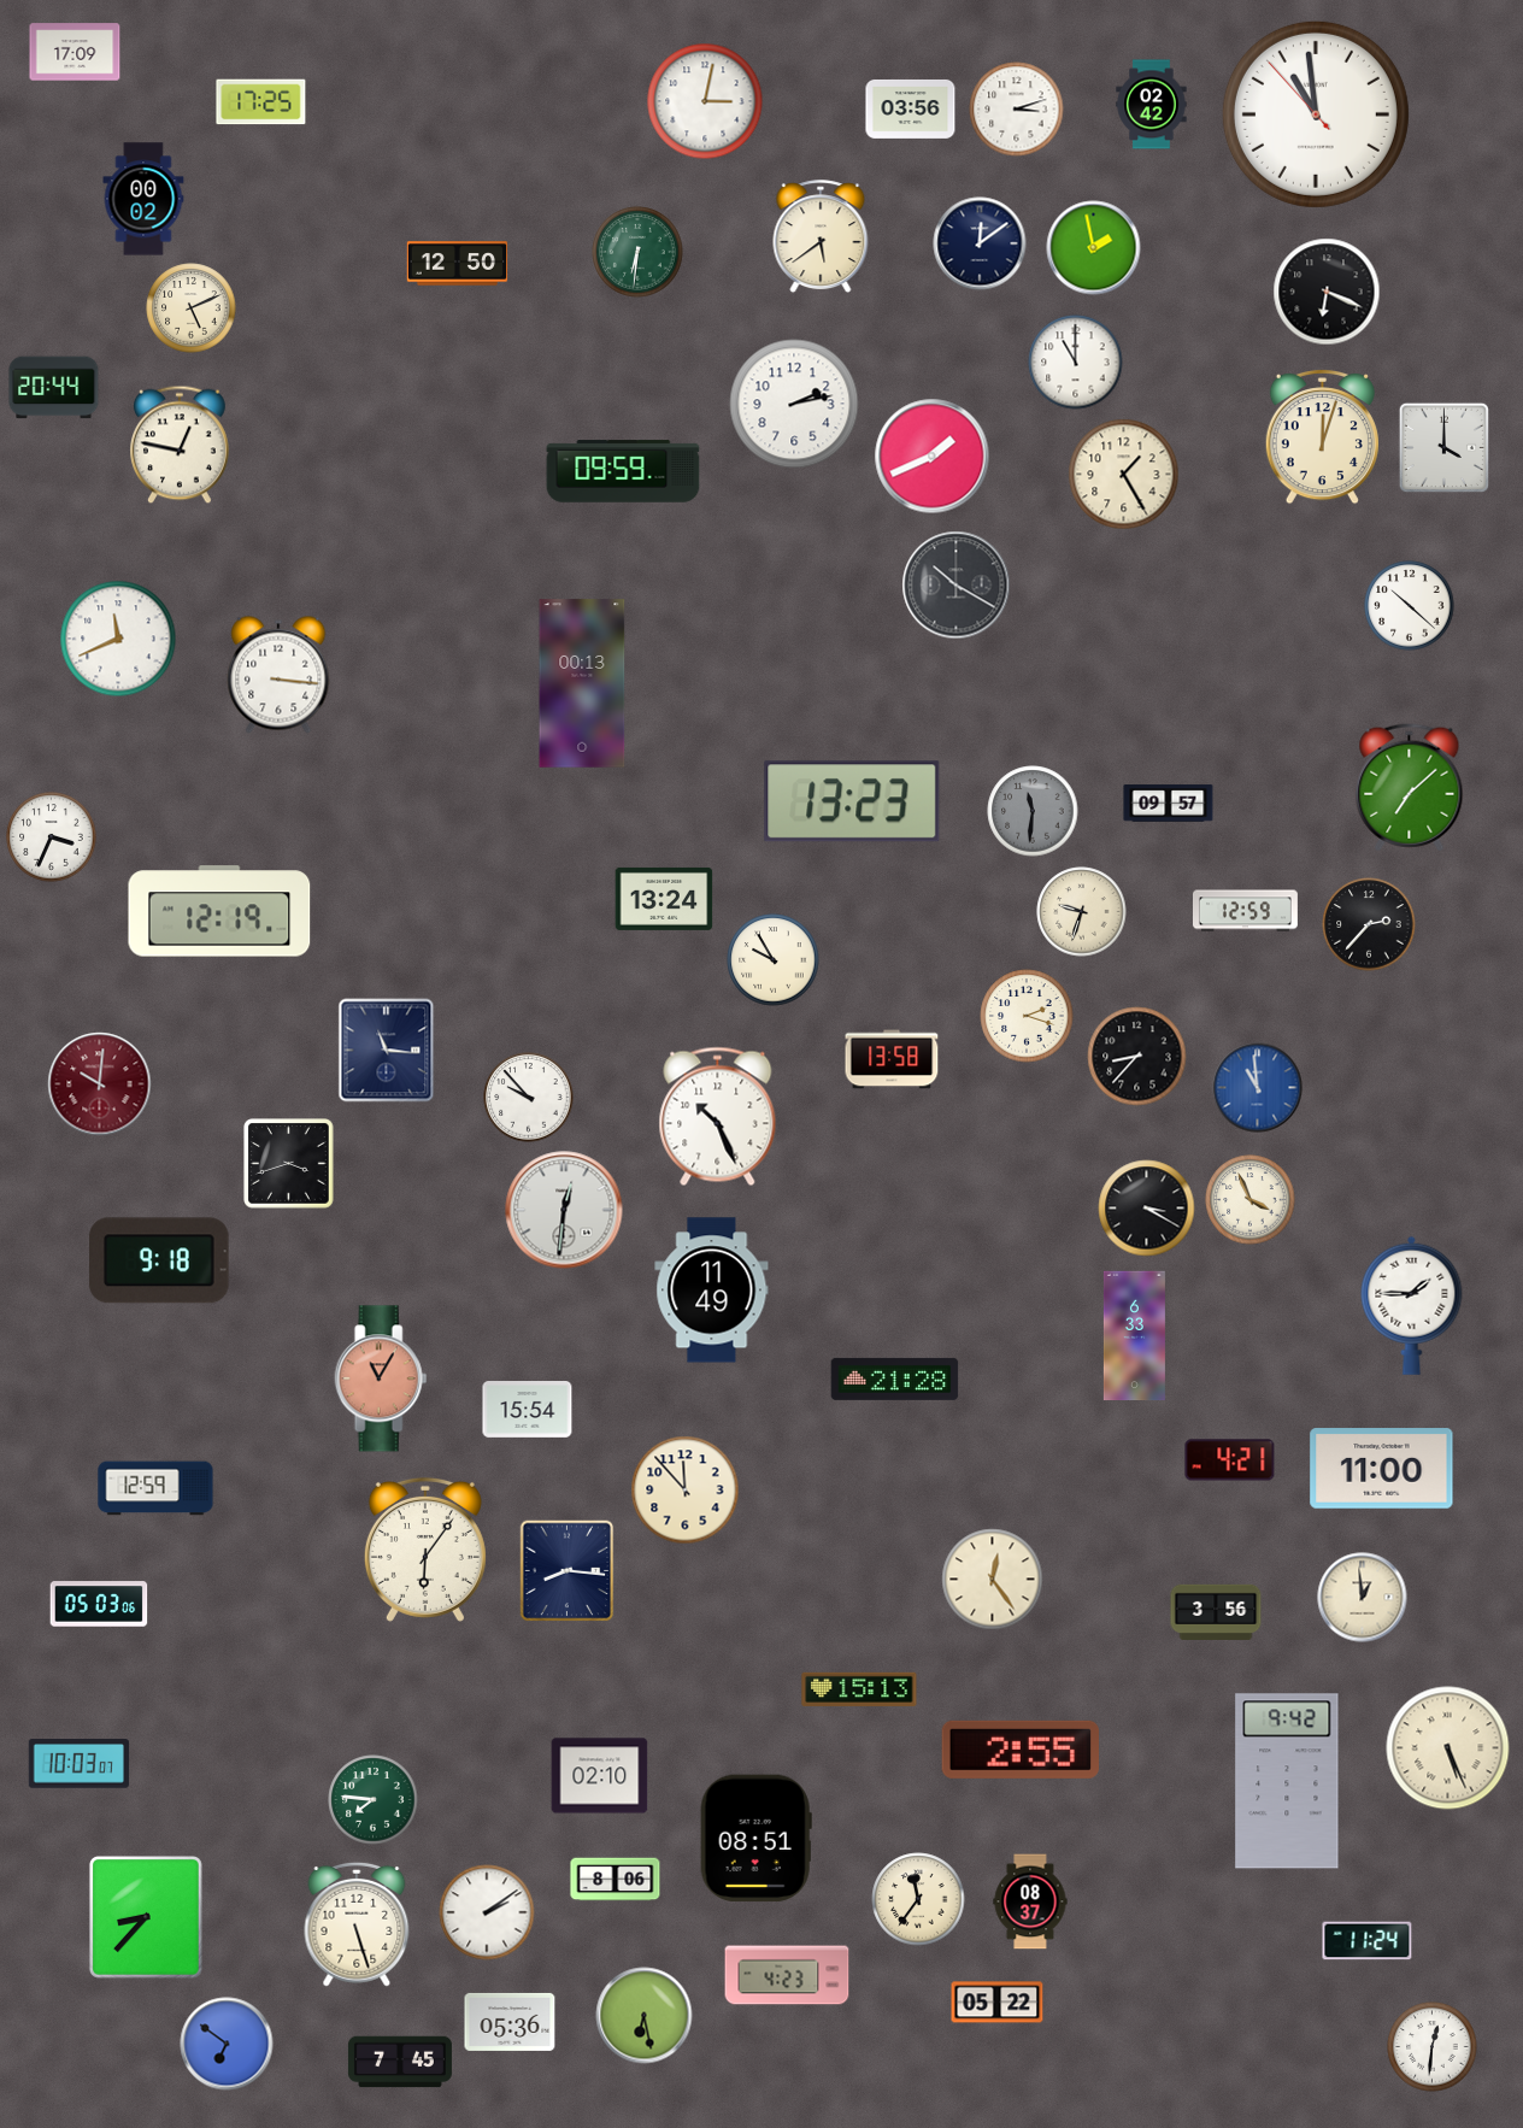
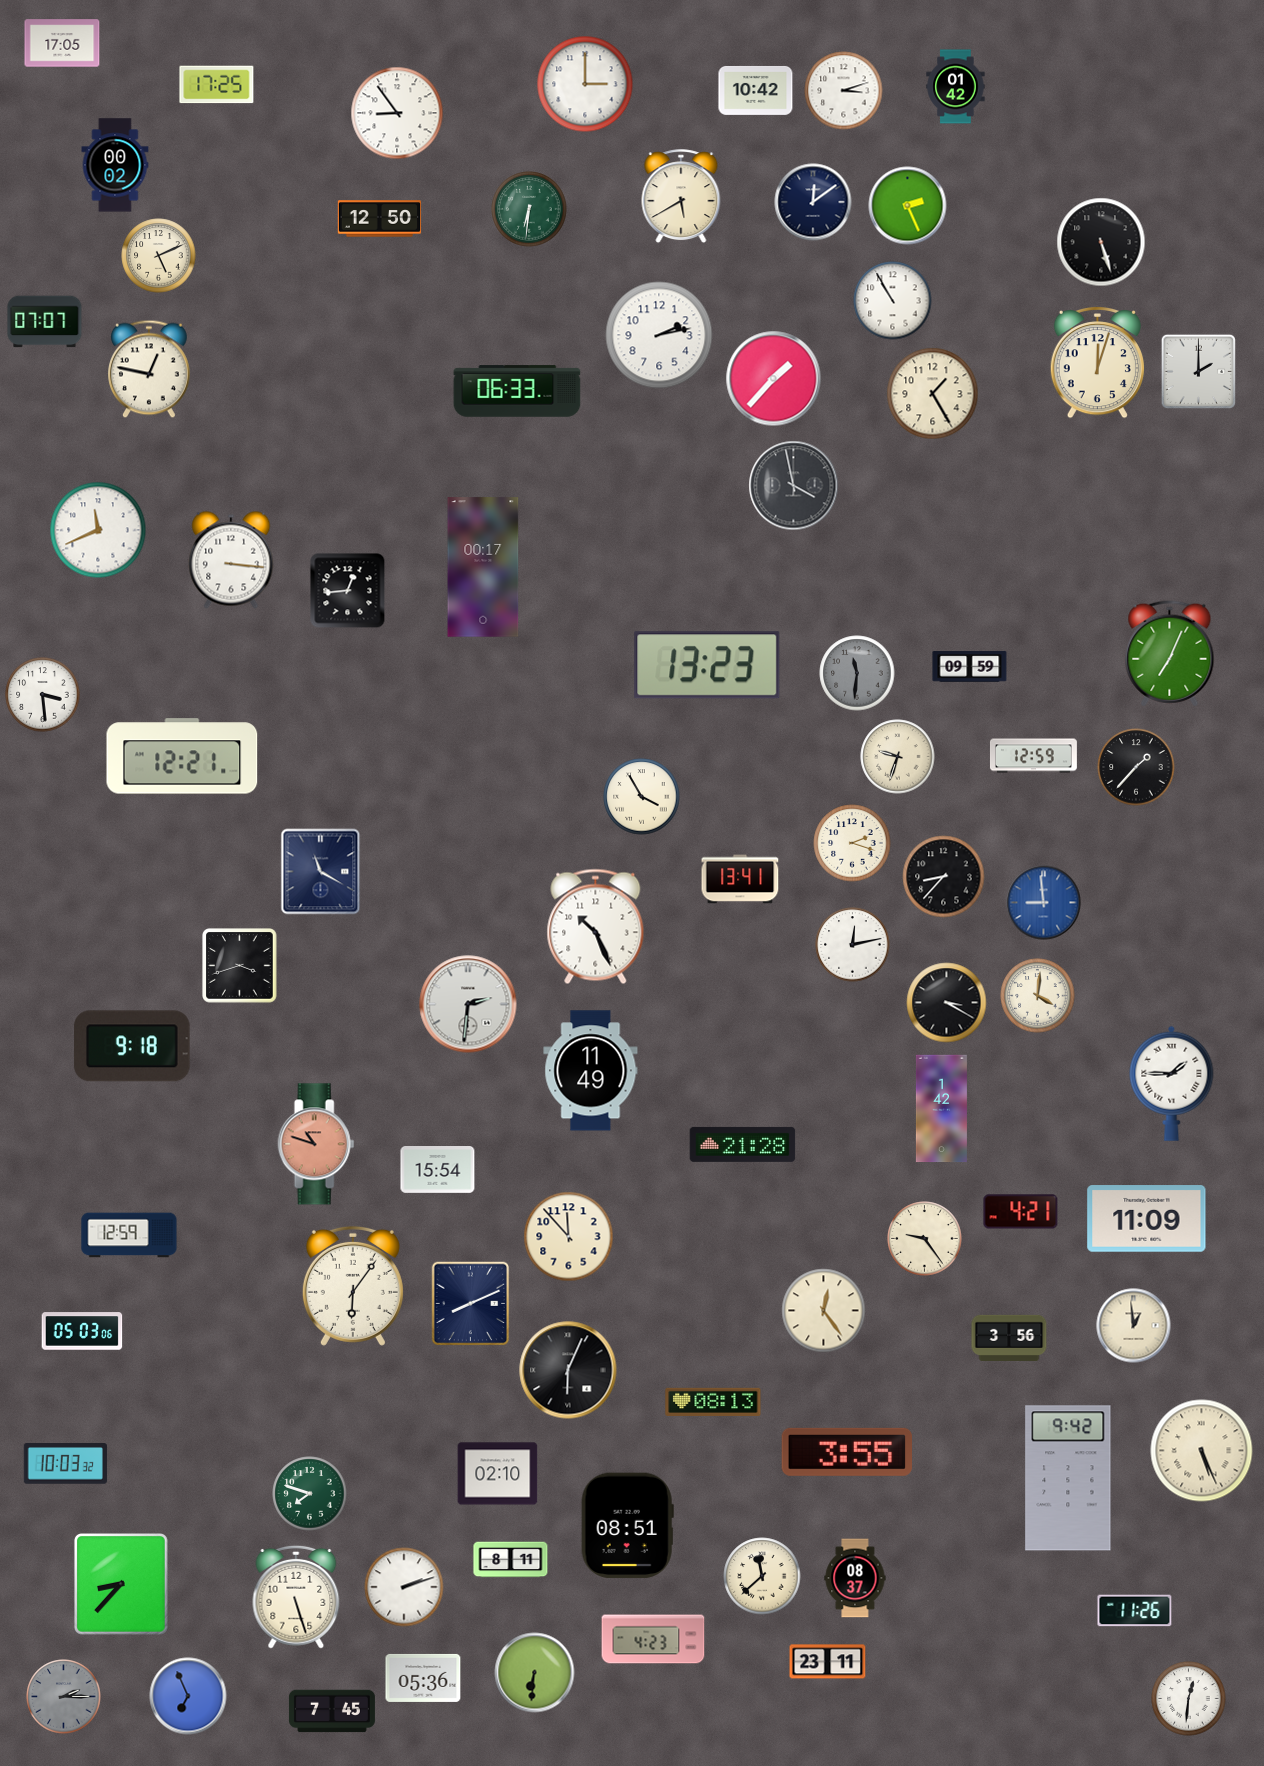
clock at (75, 52): 17:09 -> 17:05
clock at (705, 101): 3:02 -> 3:00
clock at (1152, 105): 02:42 -> 01:42
clock at (911, 108): 03:56 -> 10:42
clock at (1316, 114): 10:58 -> none
clock at (397, 113): none -> 8:54
clock at (143, 199) position: (143, 199) -> (115, 165)
clock at (821, 237): 5:39 -> 5:40
clock at (1094, 248): 1:58 -> 2:26
clock at (1327, 292): 6:19 -> 5:27
clock at (1076, 363): 11:00 -> 10:55
clock at (54, 388): 20:44 -> 07:07
clock at (1443, 447): 4:00 -> 2:00
clock at (933, 457): 1:41 -> 1:37
clock at (623, 471): 09:59 -> 06:33
clock at (957, 586): 10:20 -> 3:58
clock at (1410, 606): 10:22 -> none
clock at (582, 683): 00:13 -> 00:17
clock at (348, 591): none -> 12:44
clock at (1410, 788): 7:08 -> 7:04
clock at (1169, 804): 09:57 -> 09:59
clock at (52, 837): 3:34 -> 3:29
clock at (664, 899): 13:24 -> none
clock at (219, 911): 12:19 -> 12:21
clock at (1369, 924): 2:37 -> 1:37
clock at (774, 960): 9:55 -> 3:55
clock at (387, 1051): 11:16 -> 11:20
clock at (892, 1059): 13:58 -> 13:41
clock at (100, 1084): 10:01 -> none
clock at (1258, 1088): 10:59 -> 8:59
clock at (529, 1098): 9:53 -> none
clock at (853, 945): none -> 12:13
clock at (1251, 1200): 3:56 -> 4:01
clock at (1147, 1209) position: (1147, 1209) -> (947, 1003)
clock at (564, 1210): 12:31 -> 2:31
clock at (1134, 1336): 6:33 -> 1:42
clock at (381, 1379): 11:05 -> 10:48
clock at (1382, 1469): 11:00 -> 11:09
clock at (925, 1239): none -> 9:24
clock at (568, 1571): 8:16 -> 8:11
clock at (1363, 1598) position: (1363, 1598) -> (1134, 1326)
clock at (568, 1370): none -> 6:04
clock at (859, 1689): 15:13 -> 08:13
clock at (1019, 1750): 2:55 -> 3:55
clock at (78, 1764): 10:03:07 -> 10:03:32
clock at (374, 1800): 7:46 -> 7:48
clock at (616, 1880): 8:06 -> 8:11
clock at (918, 1899): 11:36 -> 11:38
clock at (487, 1912): 2:09 -> 2:12
clock at (146, 1918) position: (146, 1918) -> (121, 1585)
clock at (1368, 1941): 11:24 -> 11:26
clock at (998, 2003): 05:22 -> 23:11
clock at (645, 2016): 6:28 -> 6:31
clock at (227, 2044): 6:51 -> 6:56
clock at (64, 1697): none -> 2:15
